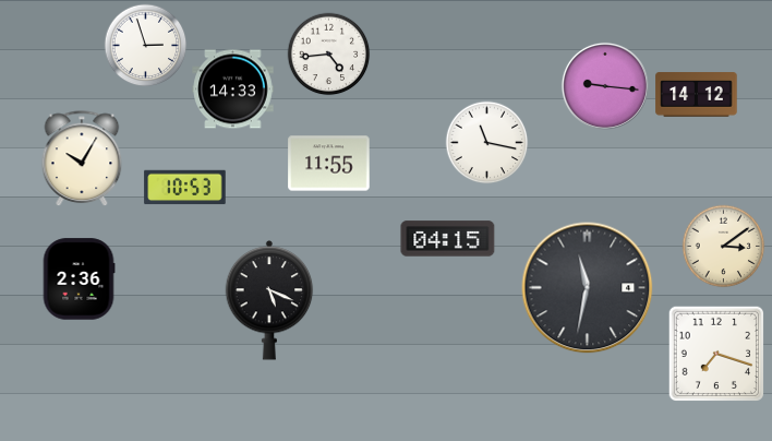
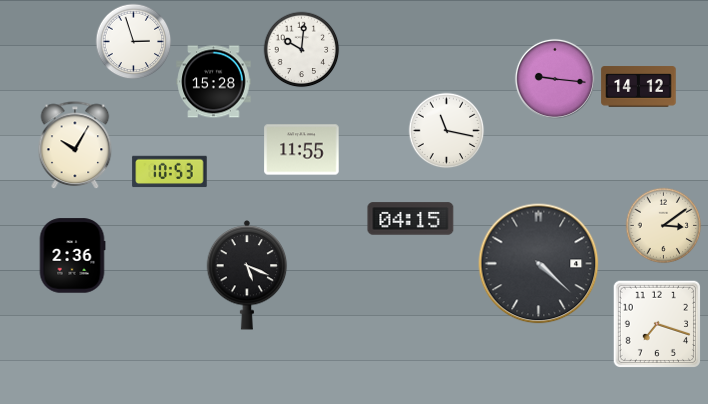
clock at (329, 55): 4:44 -> 10:01
clock at (233, 90): 14:33 -> 15:28
clock at (588, 288): 11:32 -> 4:22
